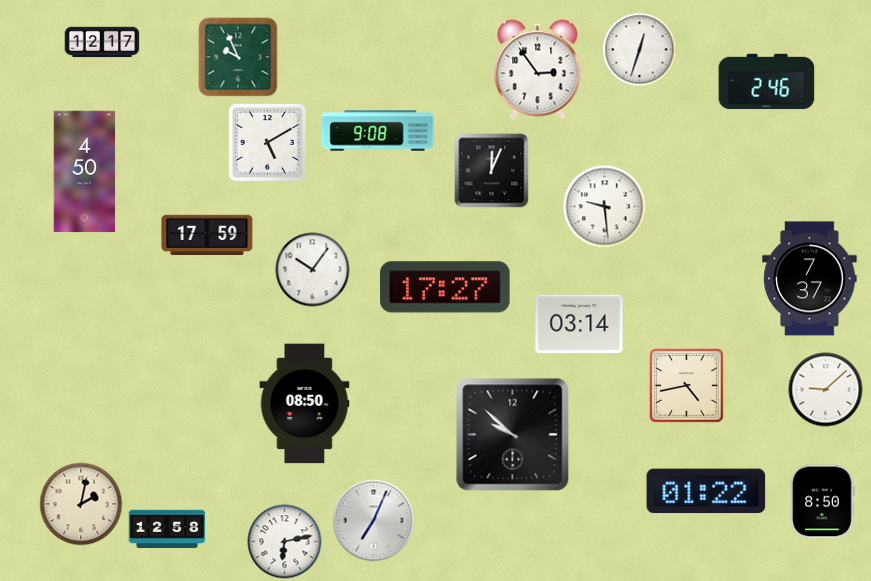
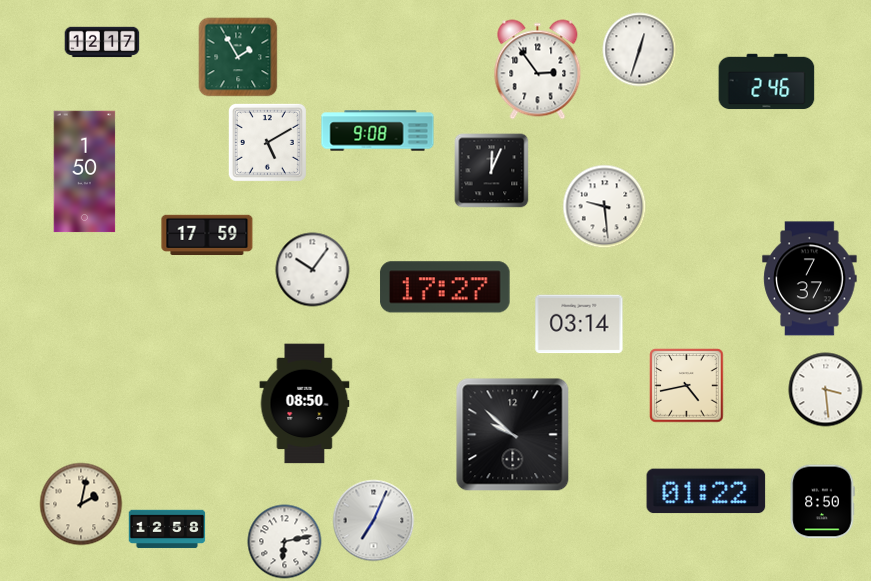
clock at (238, 57): 9:56 -> 1:55
clock at (85, 172): 4:50 -> 1:50
clock at (826, 390): 9:08 -> 3:29
